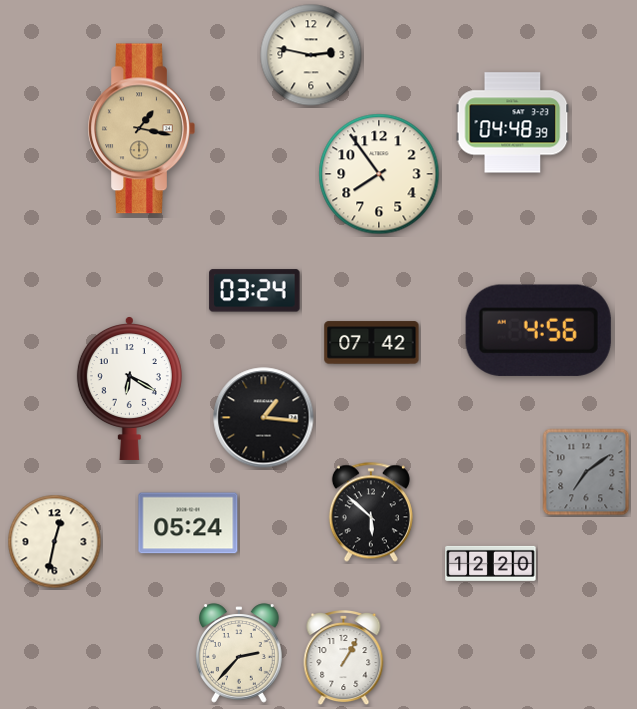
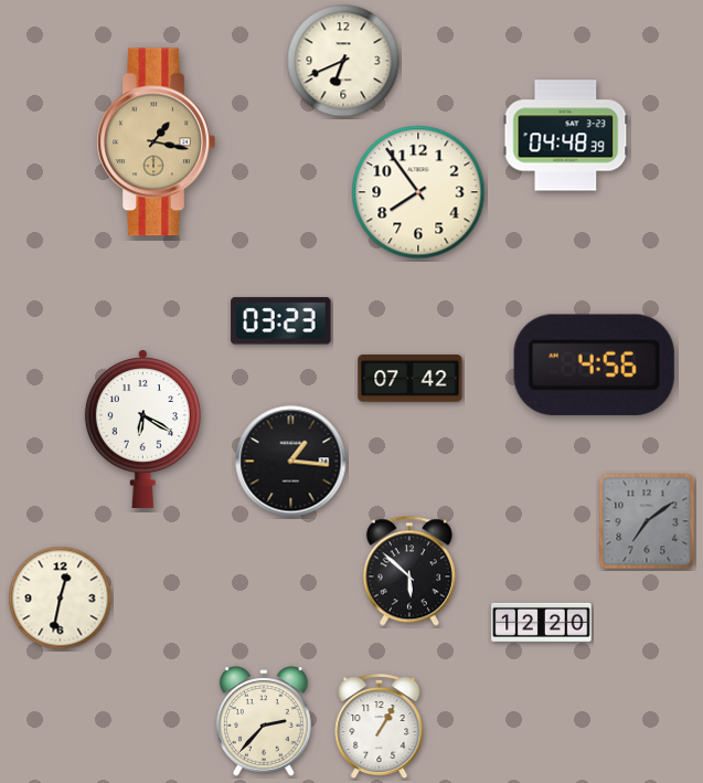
clock at (311, 55): 2:47 -> 6:41
clock at (255, 291): 03:24 -> 03:23
clock at (371, 512) position: (371, 512) -> (409, 571)
clock at (188, 523): 05:24 -> none
